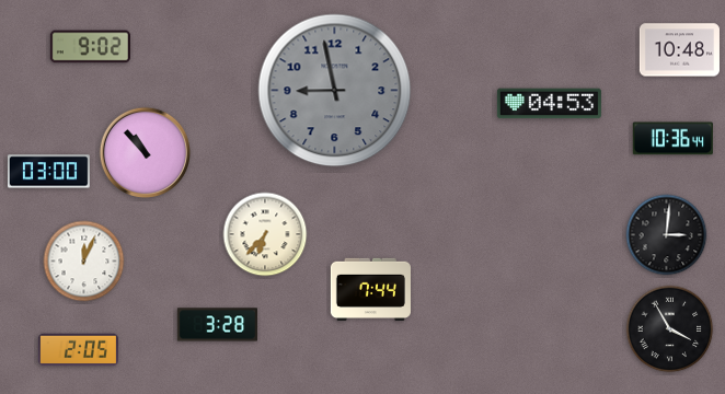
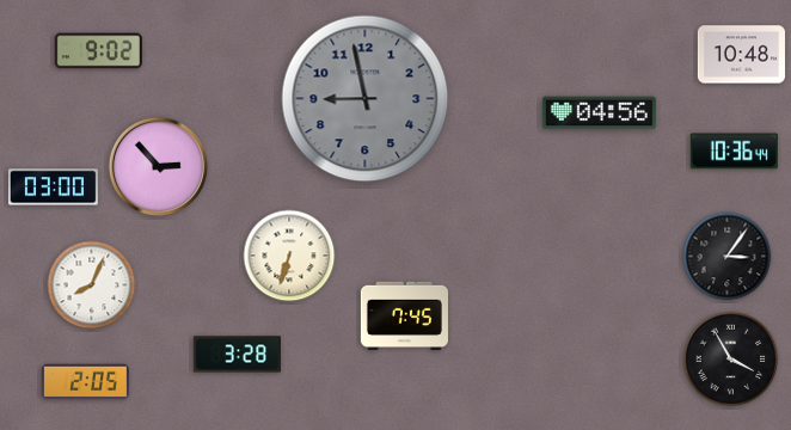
clock at (549, 104): 04:53 -> 04:56
clock at (145, 152): 10:53 -> 2:53
clock at (265, 234): 6:37 -> 6:33
clock at (667, 235): 3:01 -> 3:06
clock at (84, 262): 12:04 -> 8:04
clock at (370, 290): 7:44 -> 7:45
